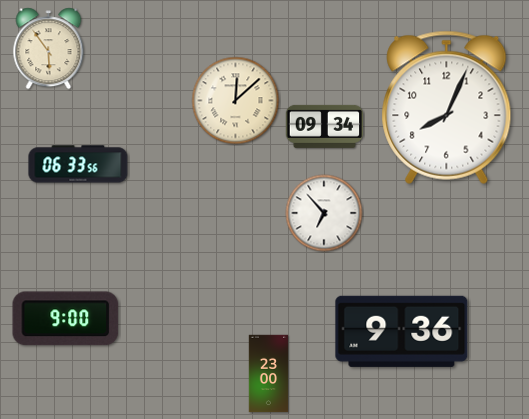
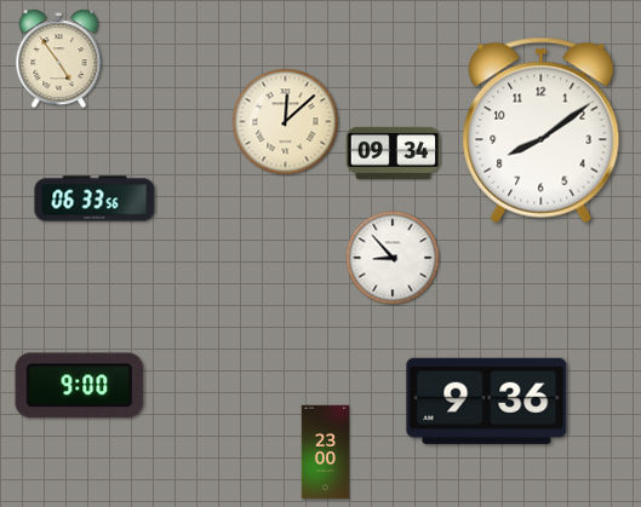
clock at (49, 49): 5:54 -> 4:54
clock at (447, 107): 8:04 -> 8:09
clock at (324, 213): 6:53 -> 8:53
